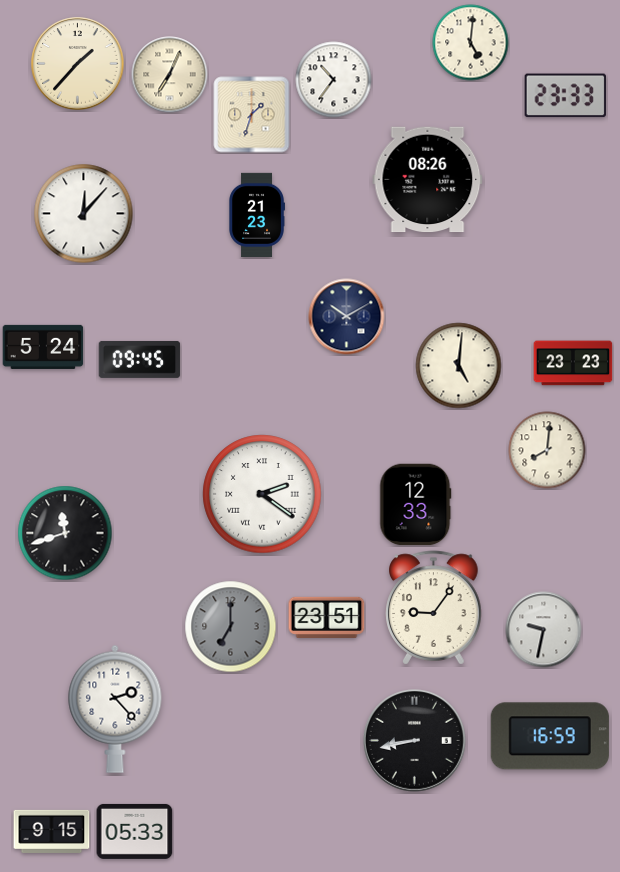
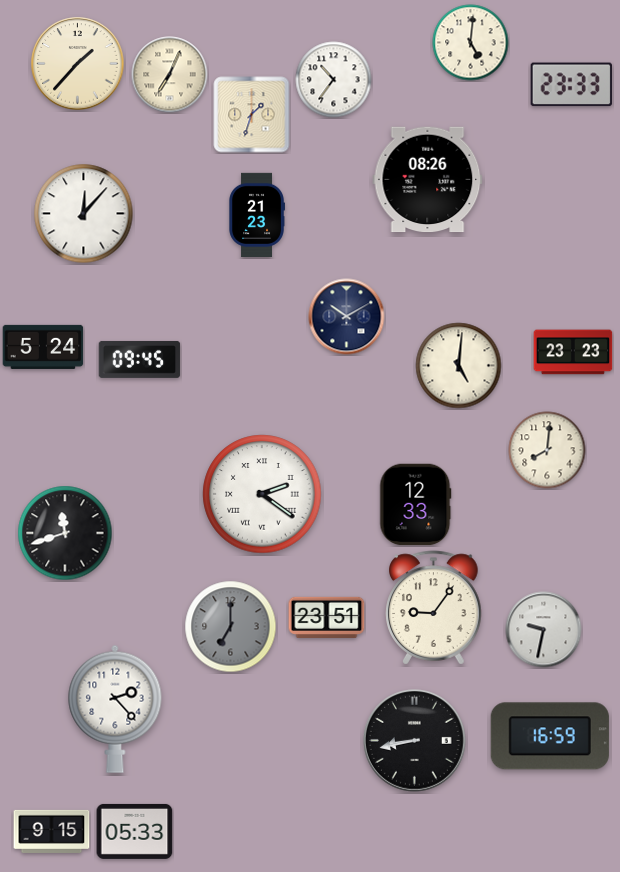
clock at (565, 96) position: (565, 96) -> (571, 85)
clock at (573, 363) position: (573, 363) -> (573, 352)
